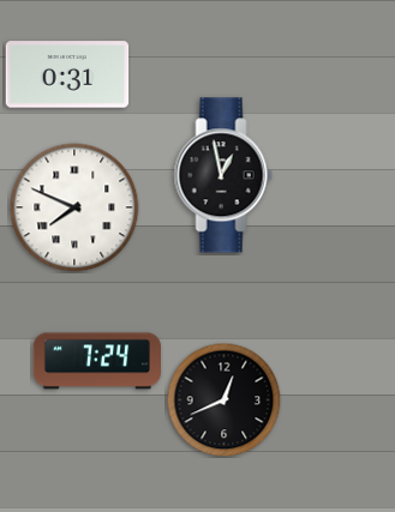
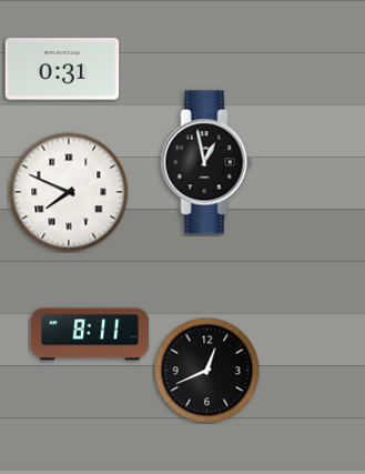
clock at (96, 361): 7:24 -> 8:11
